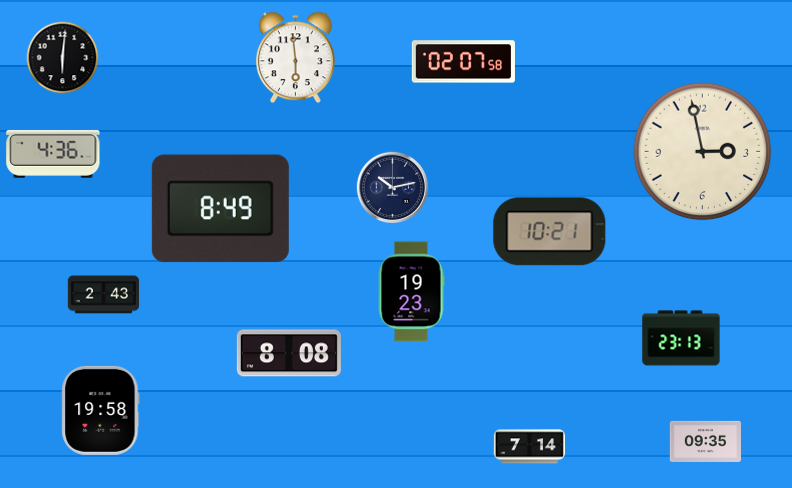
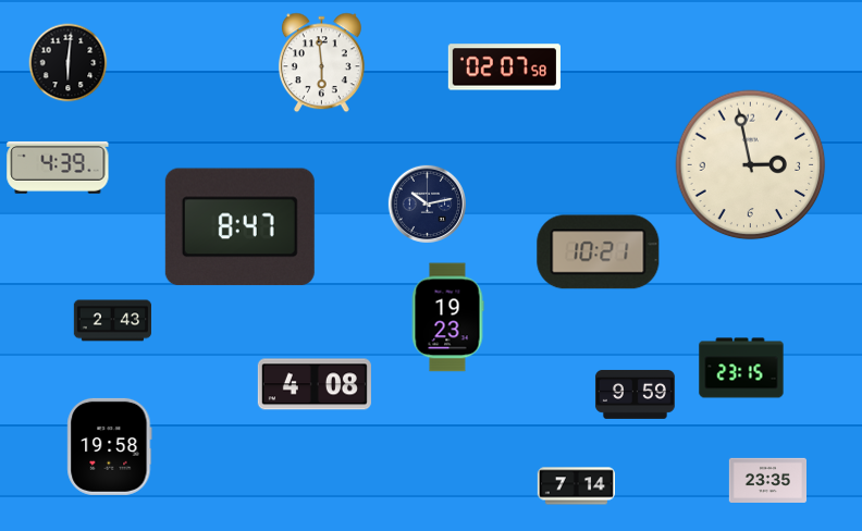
clock at (703, 152) position: (703, 152) -> (751, 165)
clock at (53, 154): 4:36 -> 4:39
clock at (220, 209): 8:49 -> 8:47
clock at (681, 338): 23:13 -> 23:15
clock at (289, 353): 8:08 -> 4:08
clock at (635, 394): none -> 9:59
clock at (705, 441): 09:35 -> 23:35
